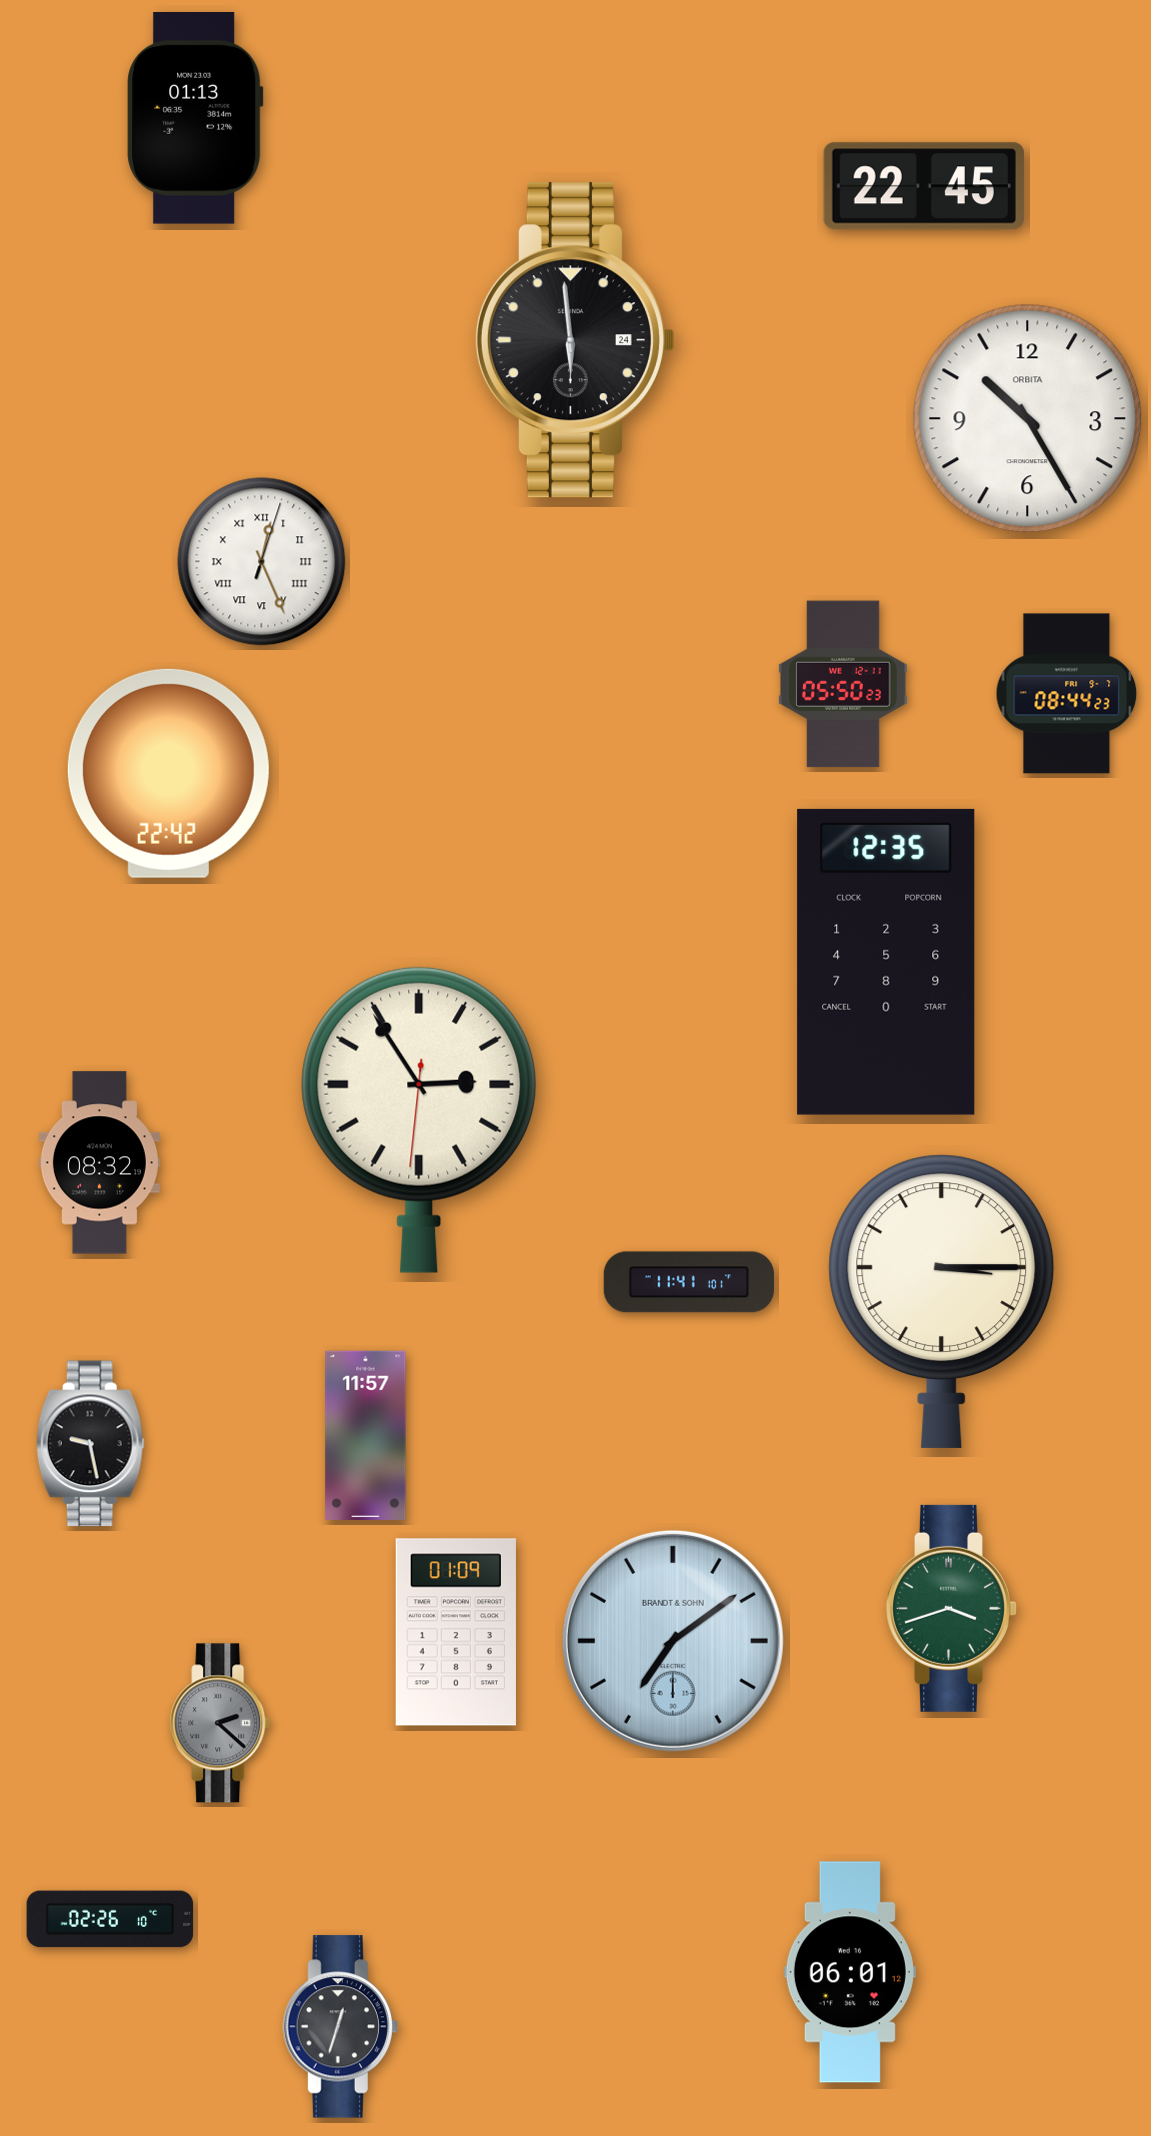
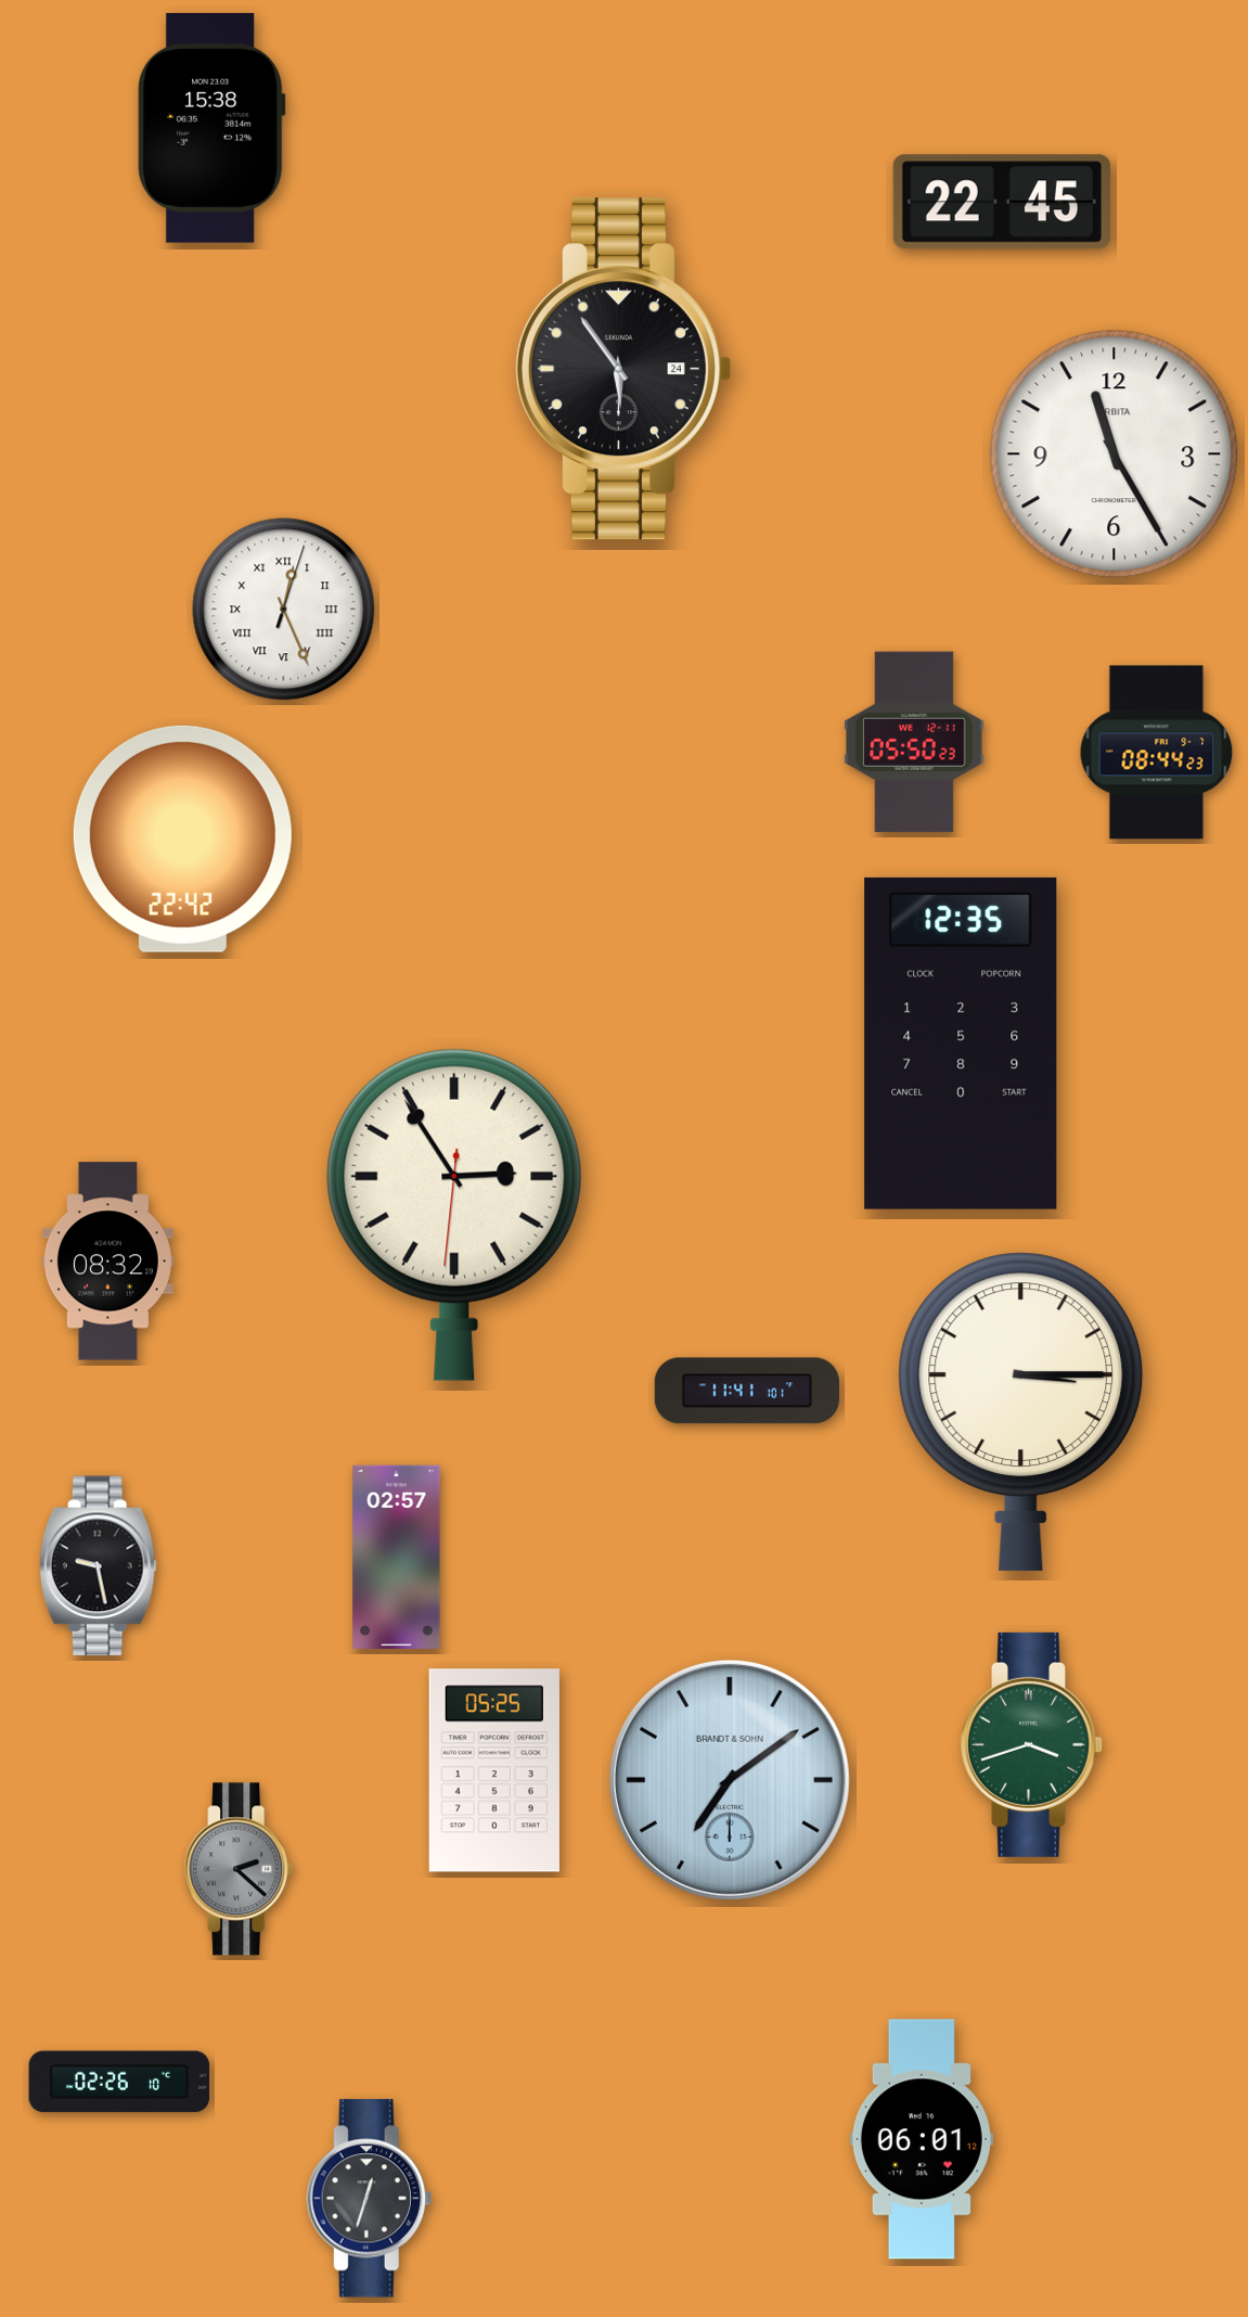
clock at (195, 118): 01:13 -> 15:38
clock at (574, 340): 5:59 -> 5:54
clock at (1028, 419): 10:25 -> 11:25
clock at (366, 1435): 11:57 -> 02:57
clock at (456, 1632): 01:09 -> 05:25
